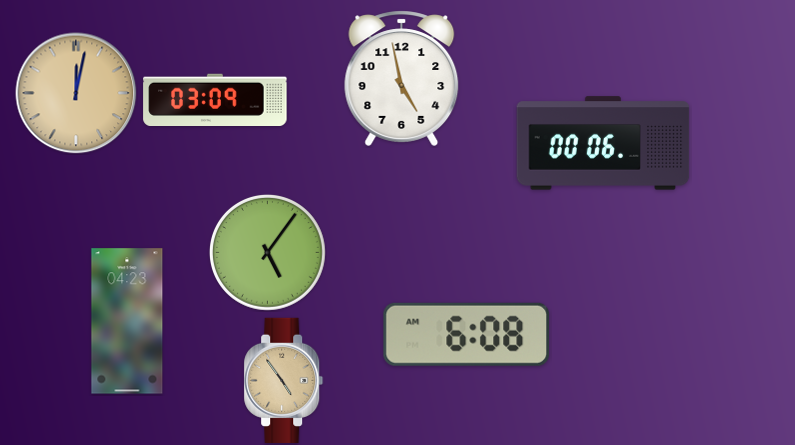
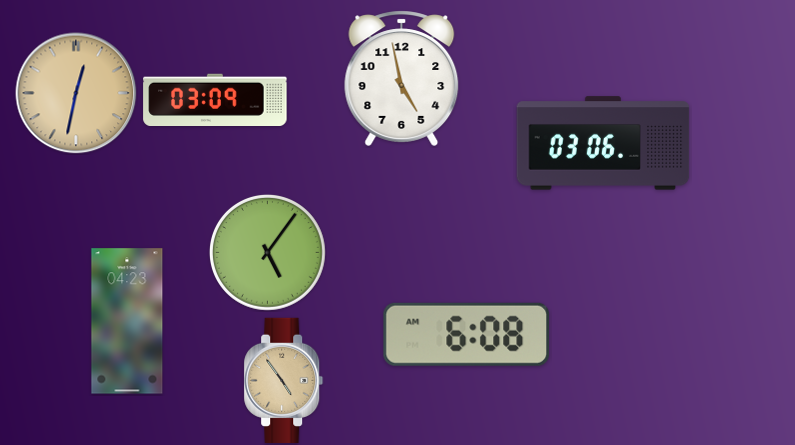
clock at (76, 93): 12:02 -> 12:32
clock at (603, 143): 00:06 -> 03:06
